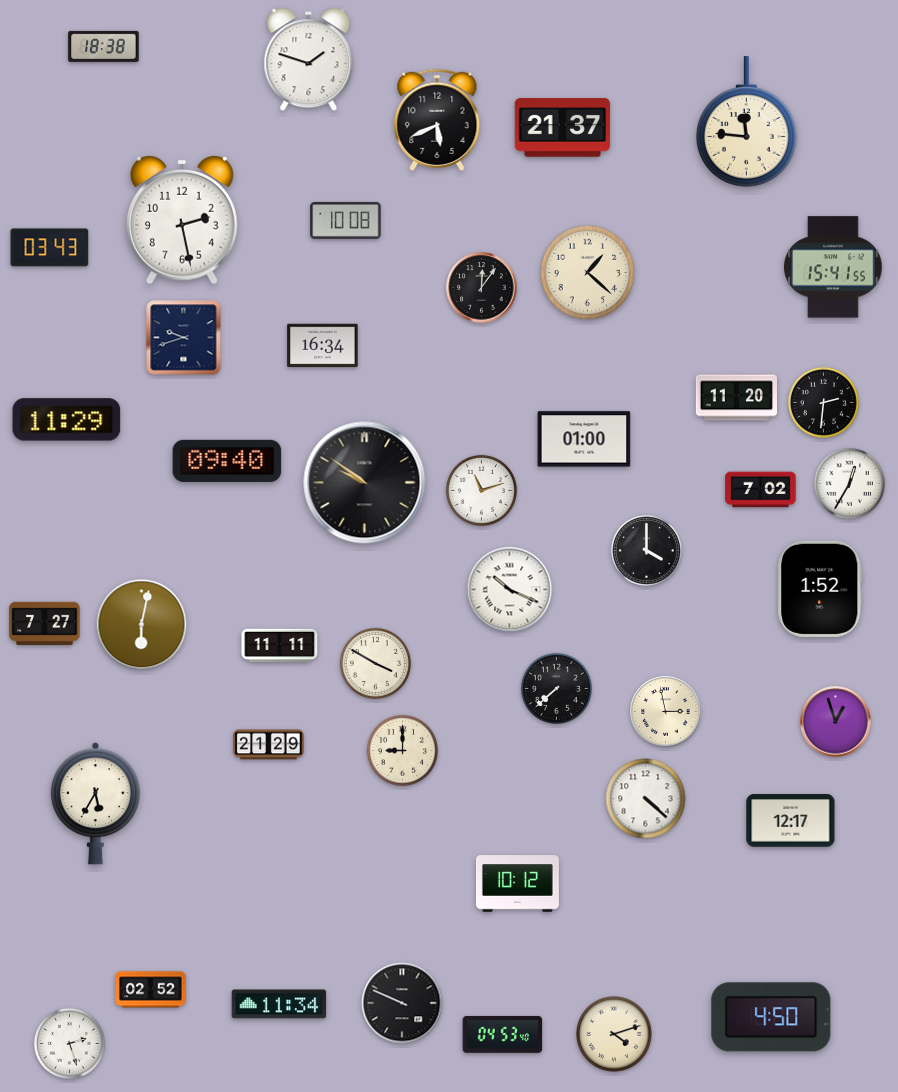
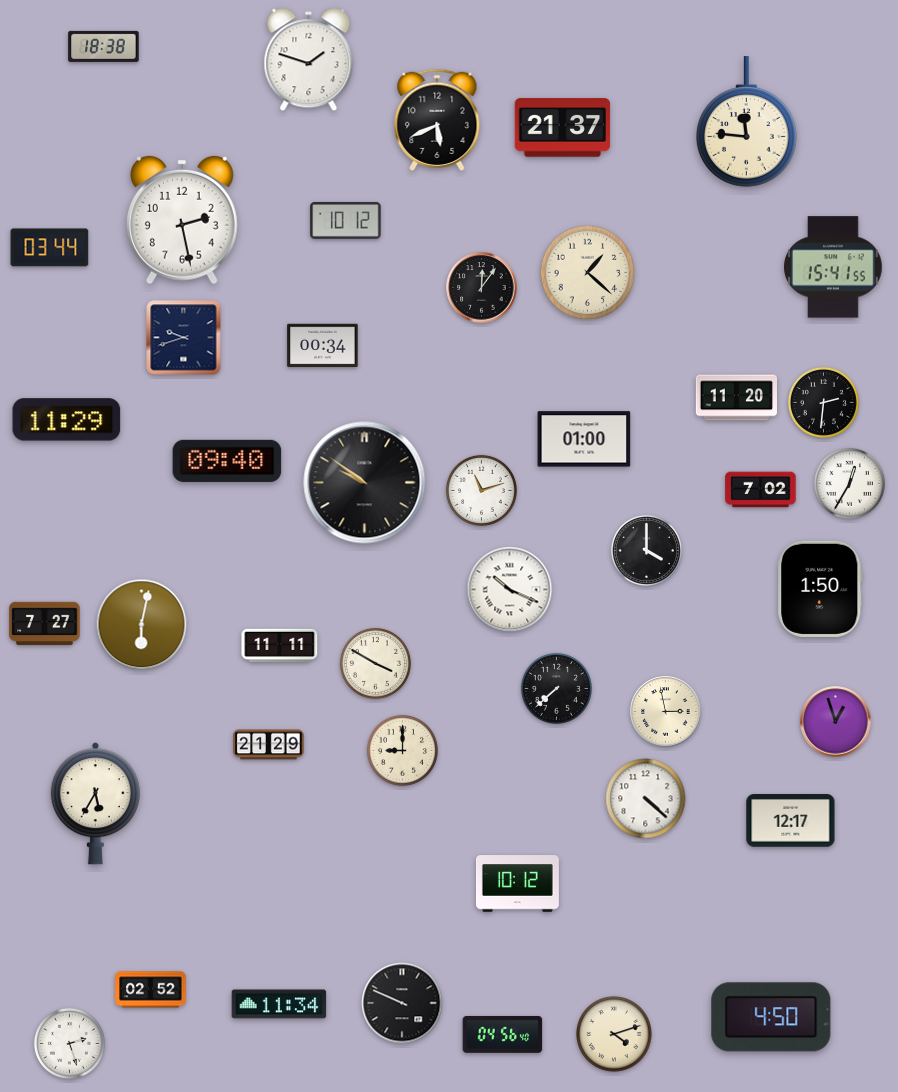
clock at (346, 220): 10:08 -> 10:12
clock at (50, 248): 03:43 -> 03:44
clock at (323, 346): 16:34 -> 00:34
clock at (820, 589): 1:52 -> 1:50
clock at (503, 1034): 04:53 -> 04:56
